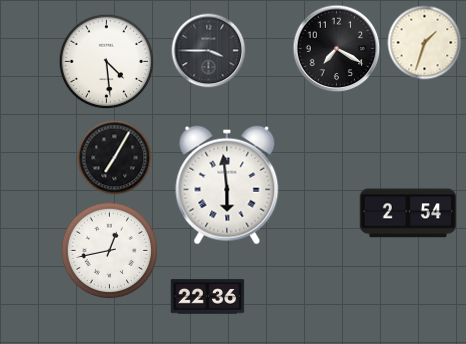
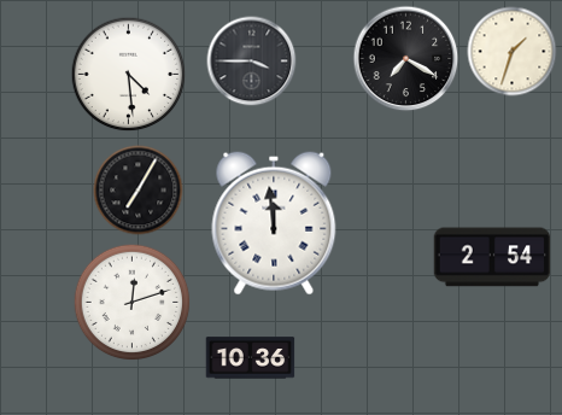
clock at (227, 185): 5:59 -> 11:59
clock at (110, 251): 12:43 -> 12:12
clock at (208, 297): 22:36 -> 10:36
